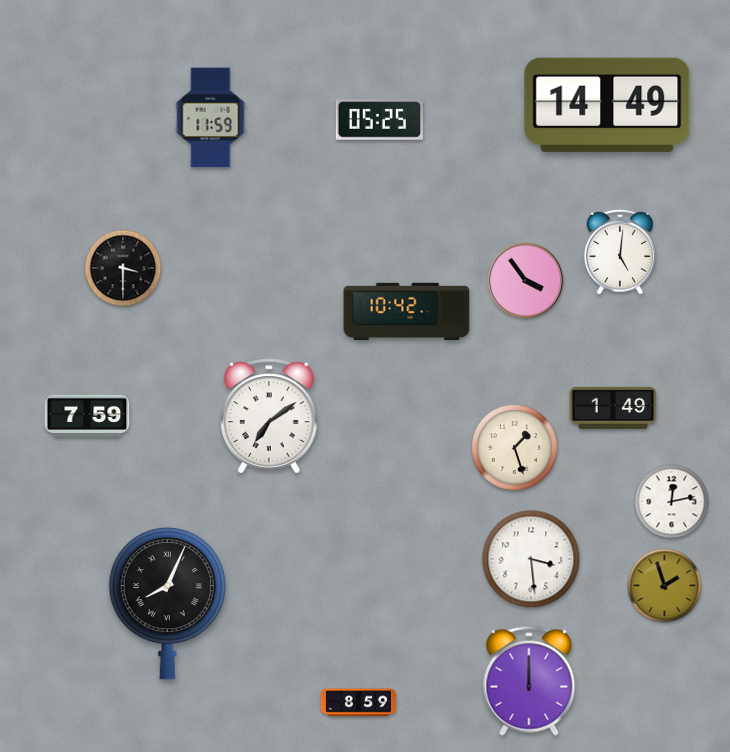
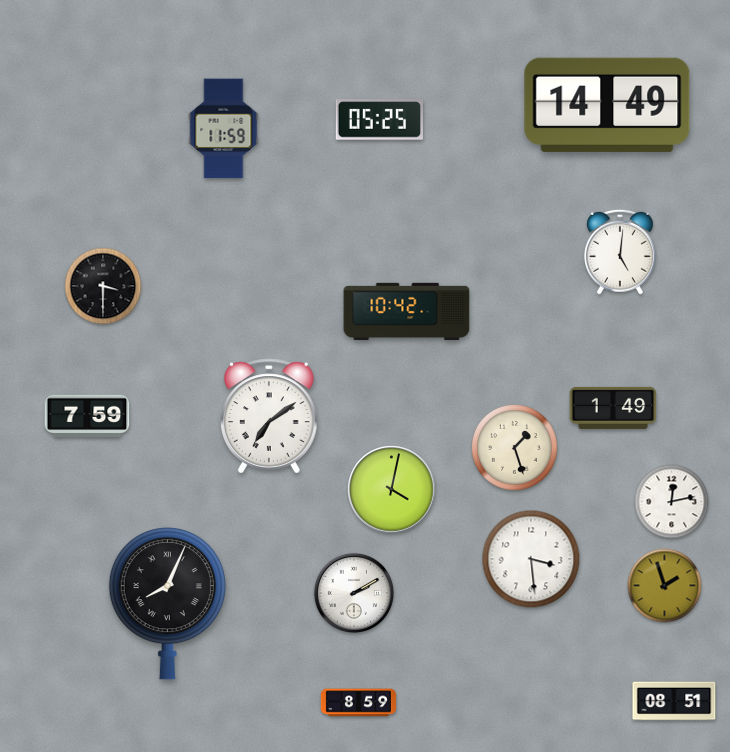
clock at (211, 118) position: (211, 118) -> (224, 129)
clock at (123, 268) position: (123, 268) -> (103, 286)
clock at (526, 281): 3:54 -> none
clock at (392, 490): none -> 4:02
clock at (354, 593): none -> 2:10
clock at (529, 681): 12:00 -> none
clock at (674, 701): none -> 08:51
